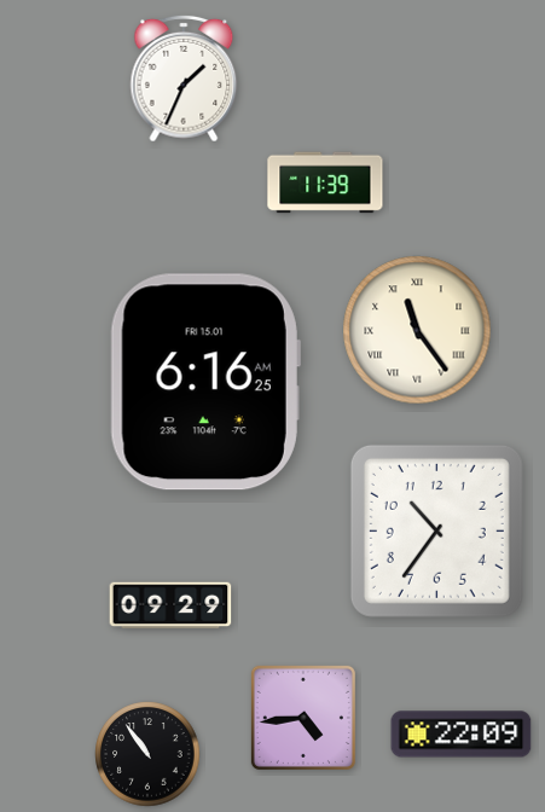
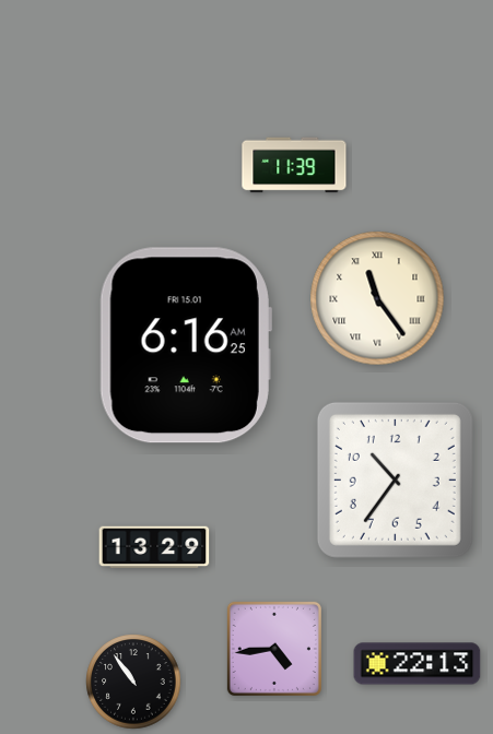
clock at (184, 79): 1:34 -> none
clock at (170, 605): 09:29 -> 13:29
clock at (462, 735): 22:09 -> 22:13
